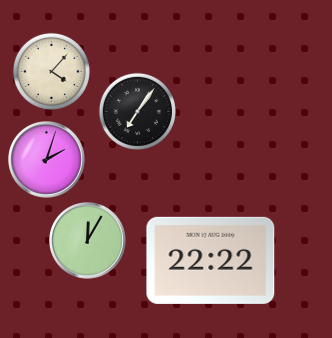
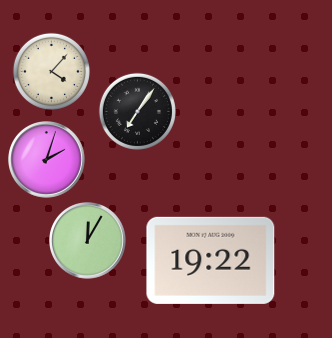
clock at (211, 260): 22:22 -> 19:22
